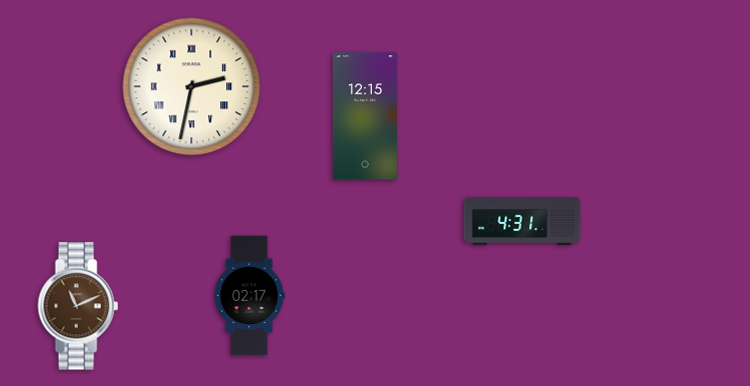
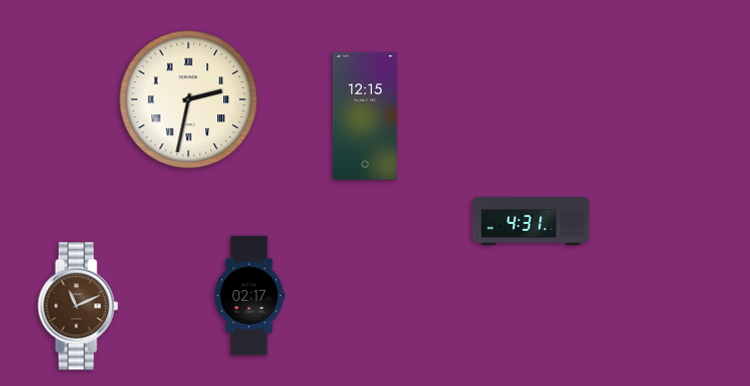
clock at (192, 87) position: (192, 87) -> (189, 100)
clock at (522, 221) position: (522, 221) -> (531, 221)
